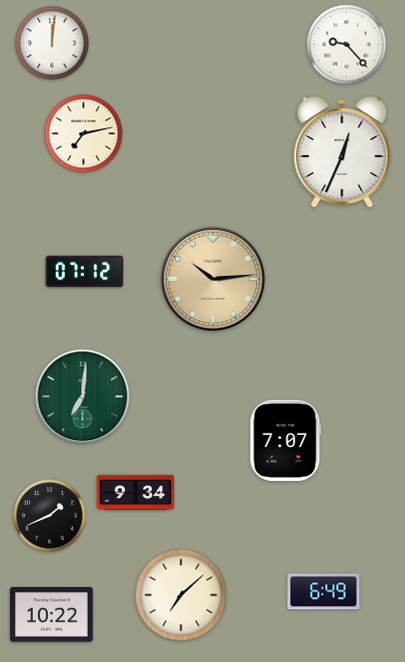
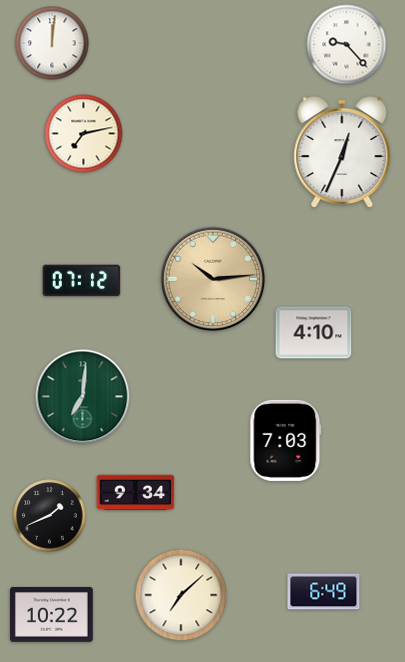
clock at (85, 272) position: (85, 272) -> (82, 281)
clock at (314, 333): none -> 4:10
clock at (286, 440): 7:07 -> 7:03
